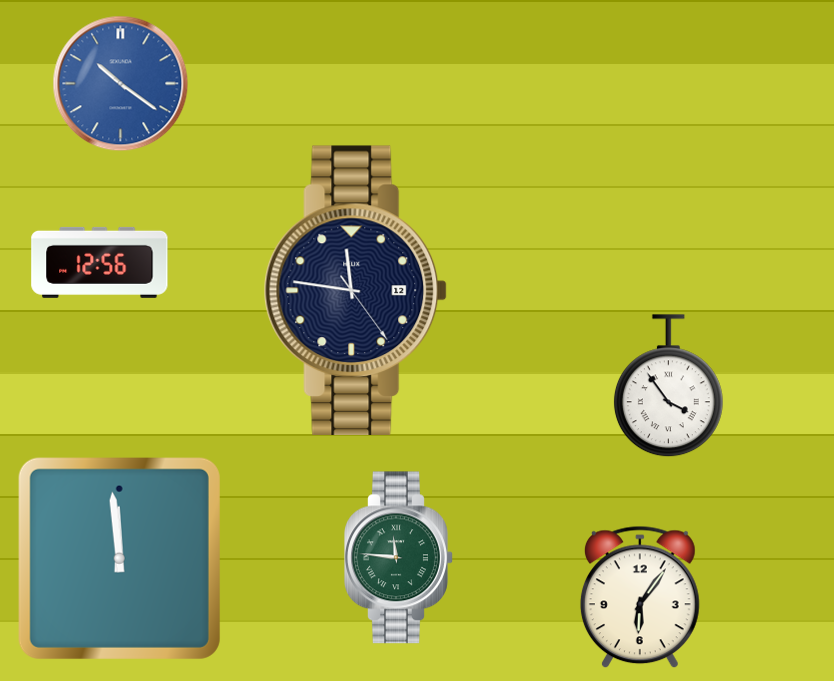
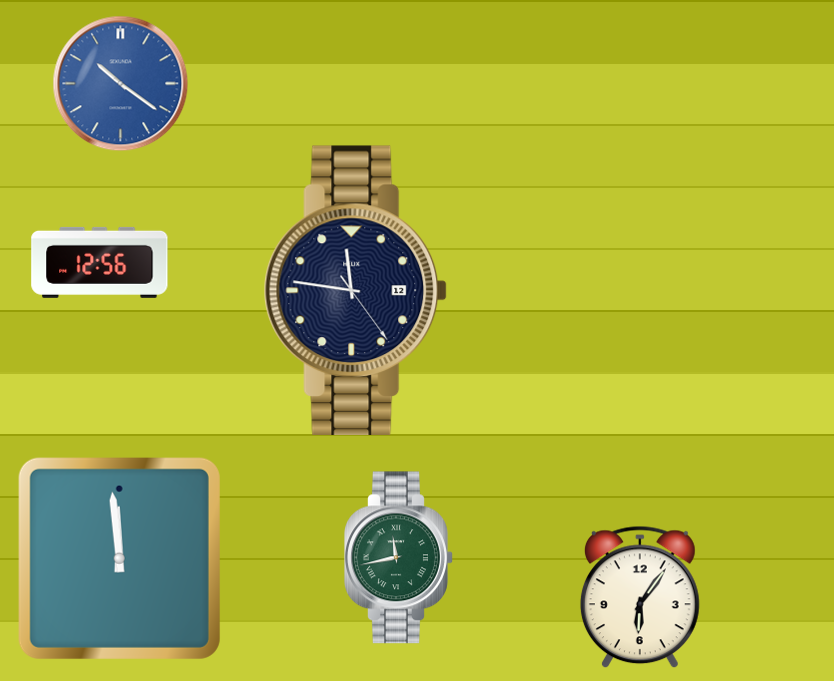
clock at (668, 386): 3:54 -> none
clock at (399, 558): 11:46 -> 11:43
